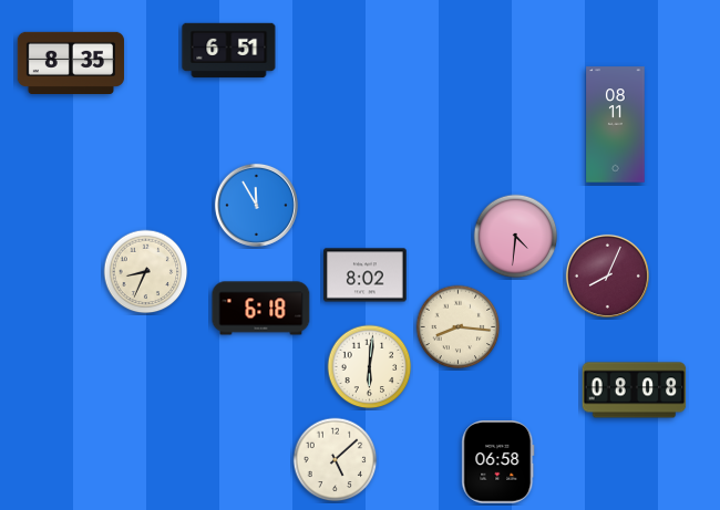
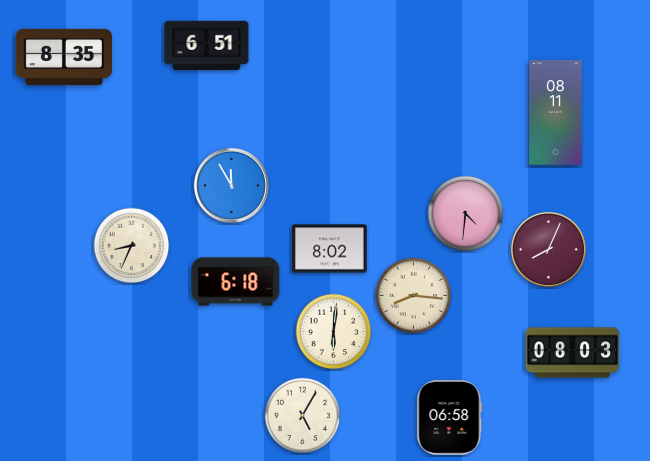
clock at (261, 309) position: (261, 309) -> (236, 282)
clock at (635, 391): 08:08 -> 08:03
clock at (336, 460): 5:08 -> 5:05
